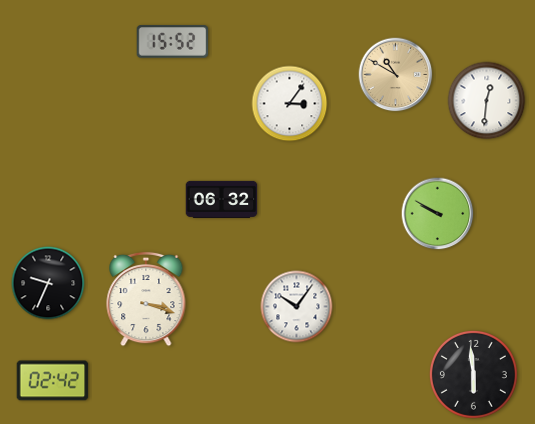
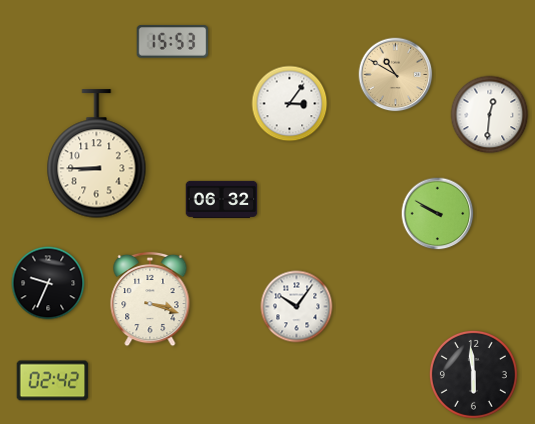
clock at (173, 42): 15:52 -> 15:53
clock at (487, 101) position: (487, 101) -> (490, 115)
clock at (97, 154): none -> 8:45
clock at (146, 299) position: (146, 299) -> (150, 299)
